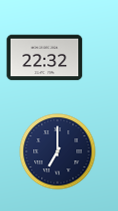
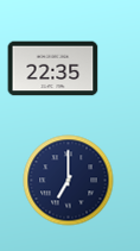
clock at (45, 58): 22:32 -> 22:35
